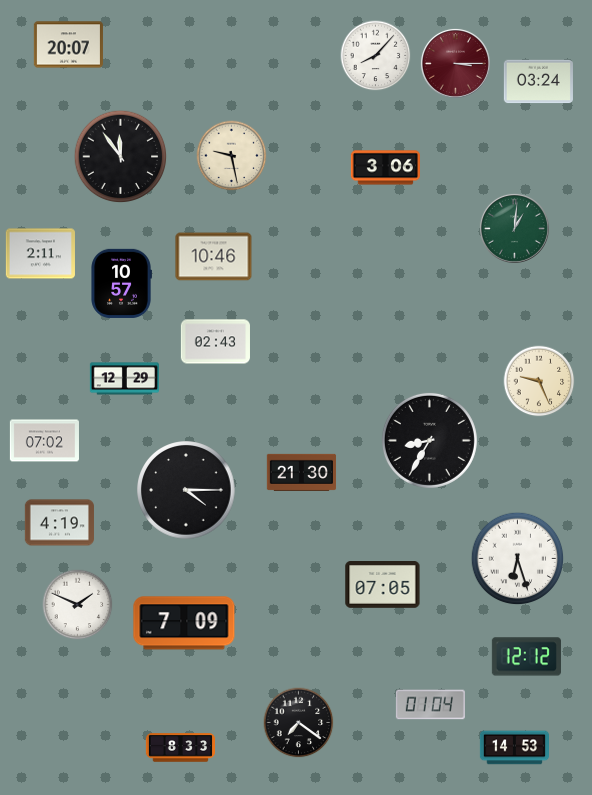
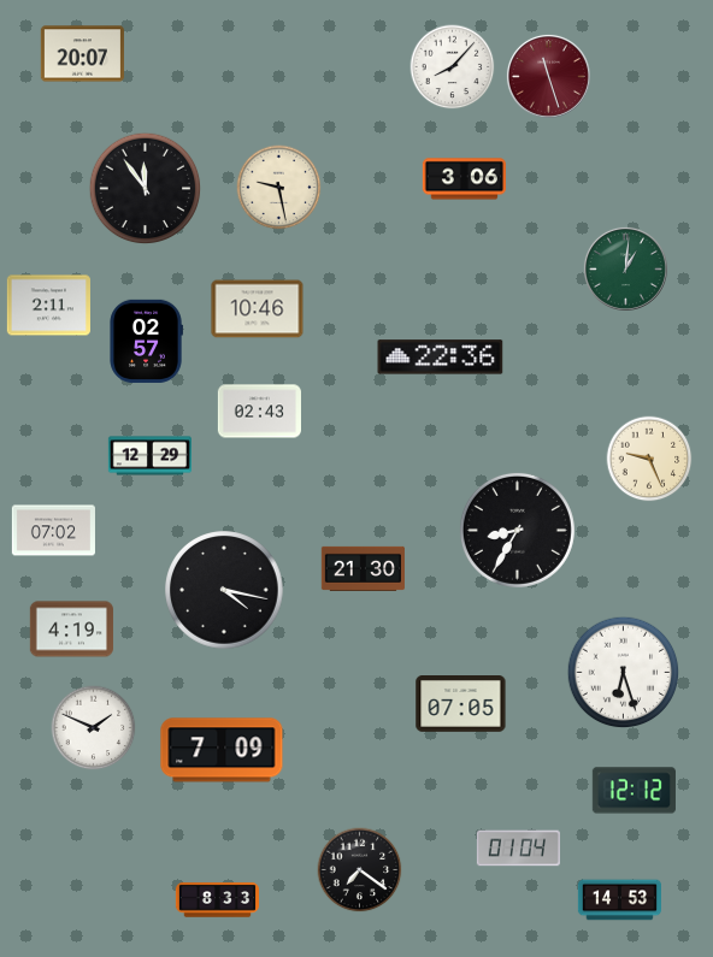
clock at (455, 63): 3:15 -> 11:27
clock at (538, 82): 03:24 -> none
clock at (385, 168) position: (385, 168) -> (464, 179)
clock at (514, 228) position: (514, 228) -> (625, 268)
clock at (121, 283): 10:57 -> 02:57
clock at (441, 358): none -> 22:36
clock at (186, 490): 4:15 -> 4:17
